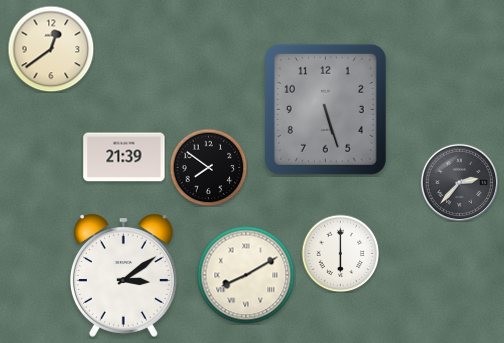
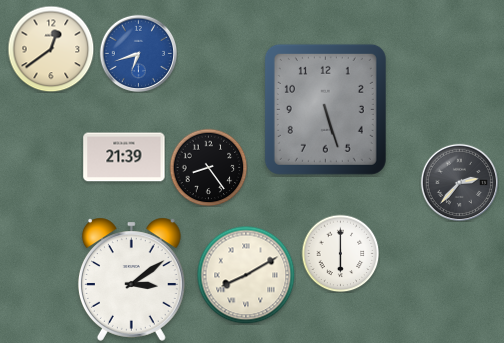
clock at (138, 53): none -> 6:42
clock at (208, 167): 7:51 -> 8:24
clock at (123, 275) position: (123, 275) -> (131, 279)
